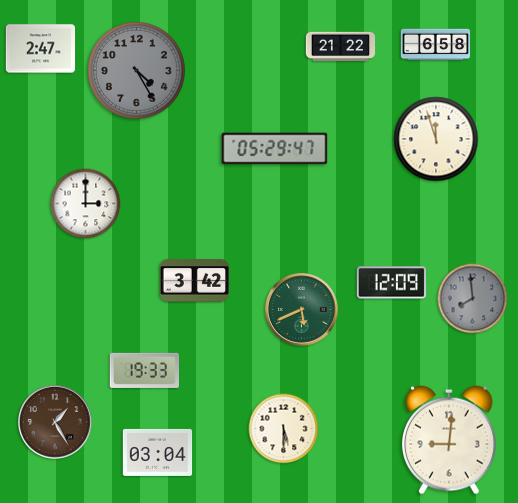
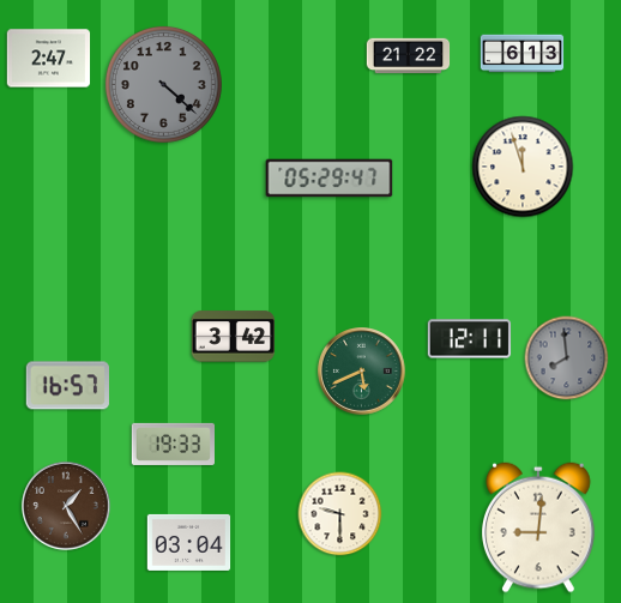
clock at (436, 45): 6:58 -> 6:13
clock at (136, 70): 4:25 -> 4:22
clock at (86, 204): 3:00 -> none
clock at (392, 283): 12:09 -> 12:11
clock at (67, 386): none -> 16:57
clock at (284, 429): 5:30 -> 9:30
